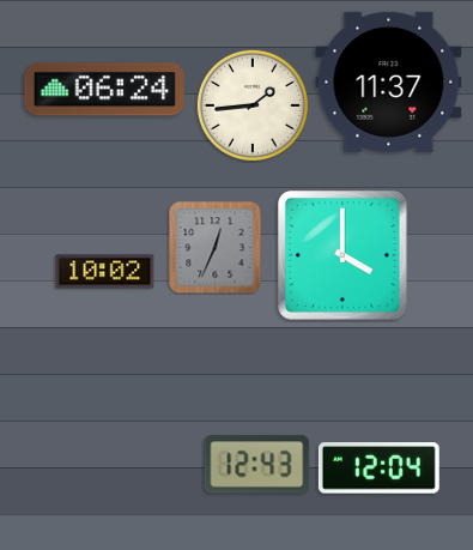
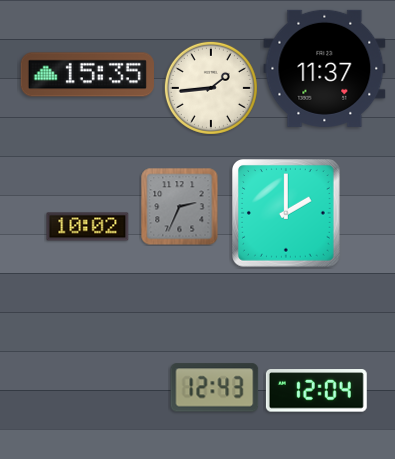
clock at (104, 90): 06:24 -> 15:35
clock at (216, 248): 12:34 -> 2:34
clock at (344, 256): 4:00 -> 2:00
